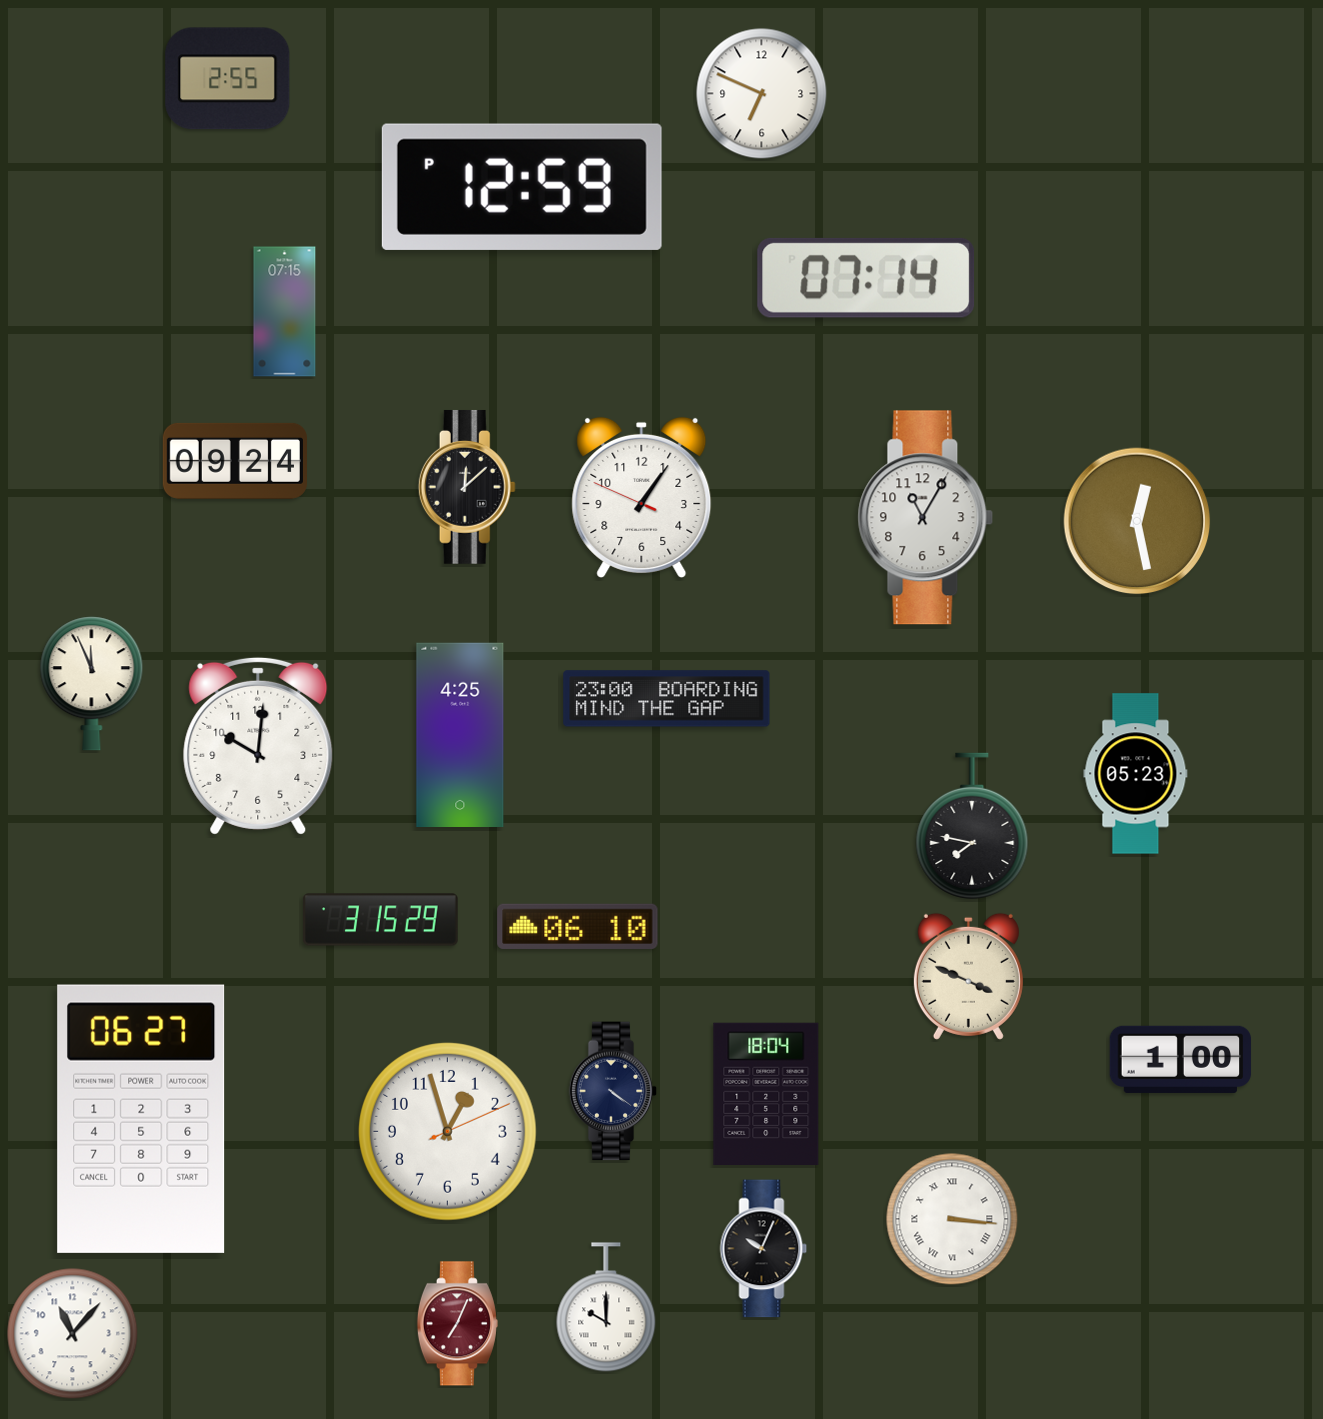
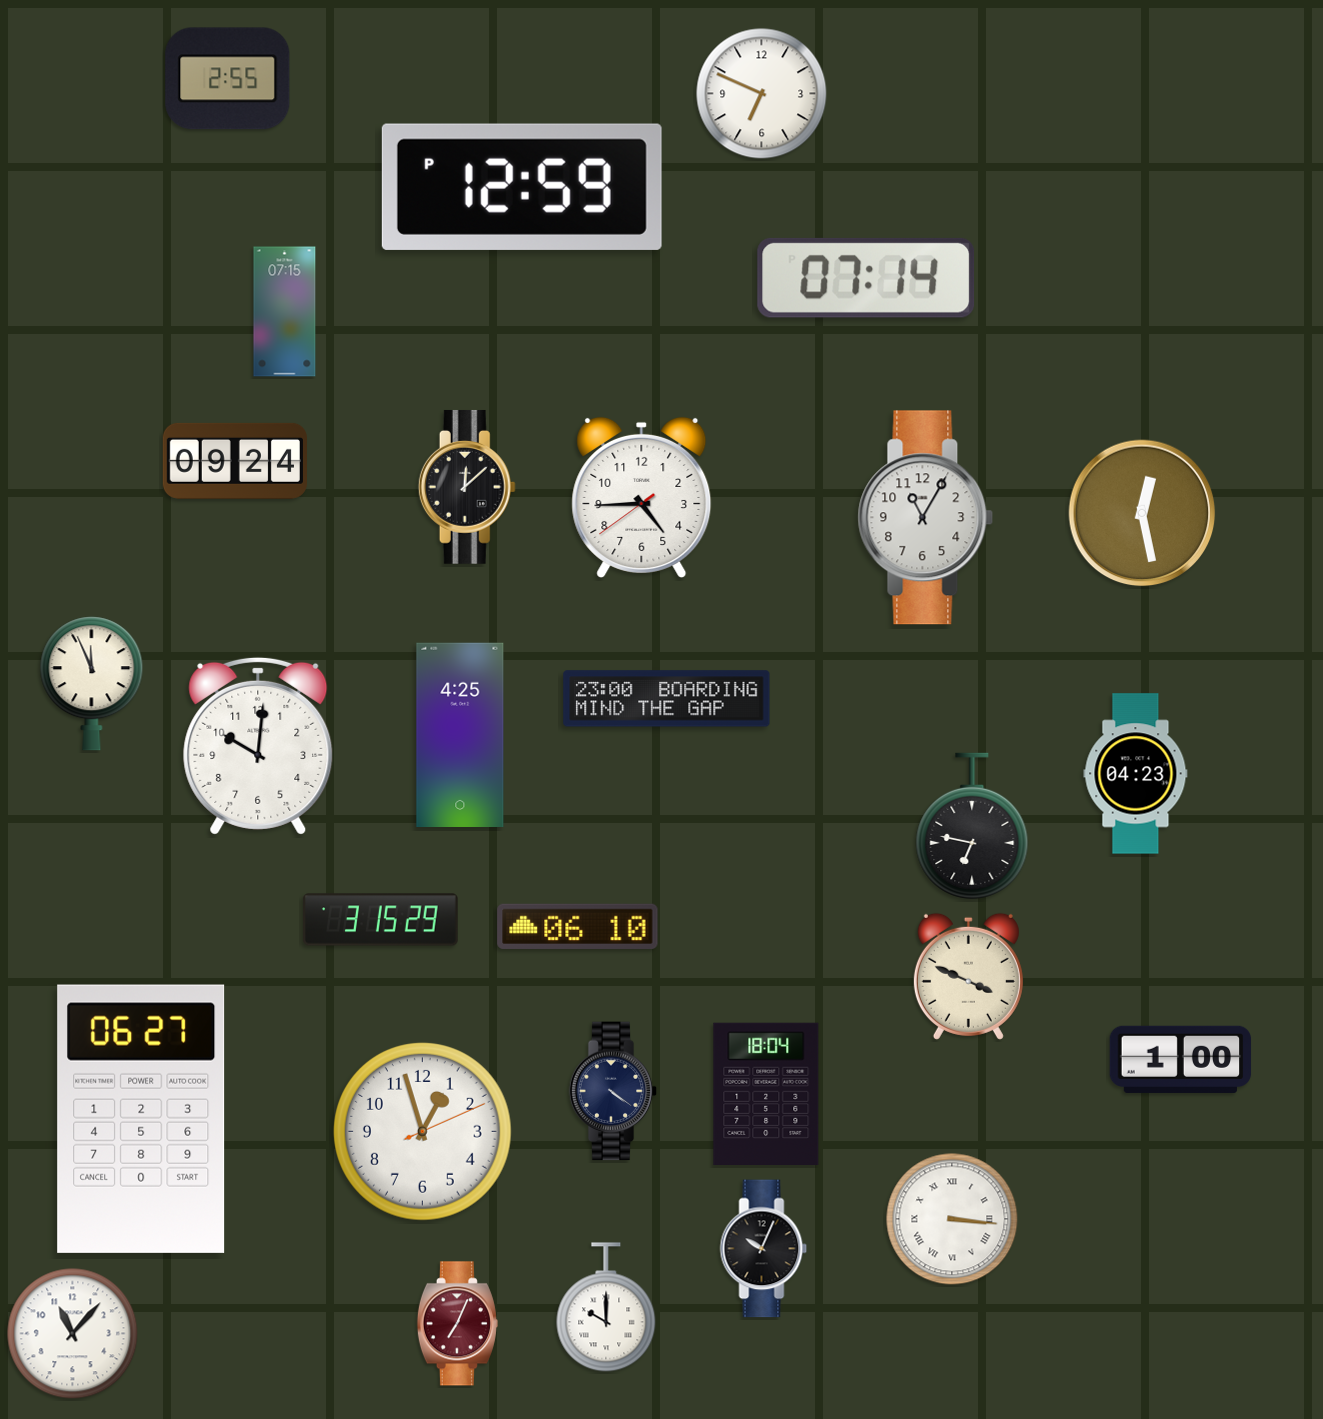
clock at (642, 497): 1:05 -> 4:44
clock at (1137, 521) position: (1137, 521) -> (1142, 513)
clock at (1136, 774): 05:23 -> 04:23
clock at (972, 825): 7:47 -> 6:47
clock at (447, 1131) position: (447, 1131) -> (422, 1131)
